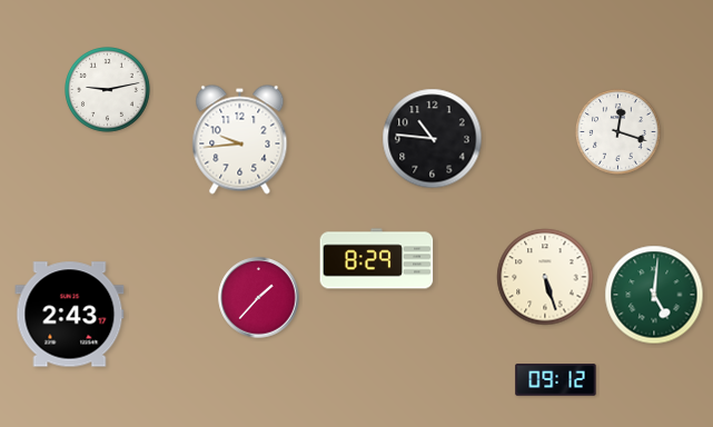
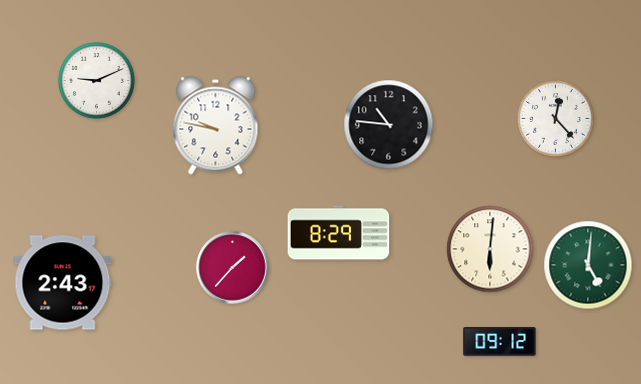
clock at (108, 90): 9:13 -> 9:11
clock at (618, 132): 12:18 -> 12:23
clock at (240, 140): 9:44 -> 9:47
clock at (545, 277): 5:27 -> 6:01
